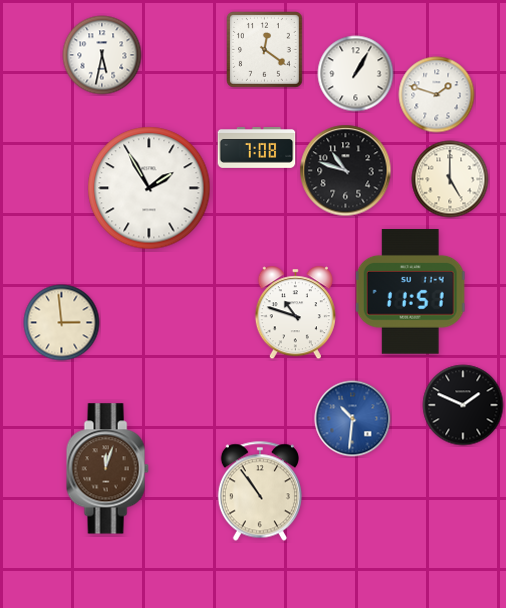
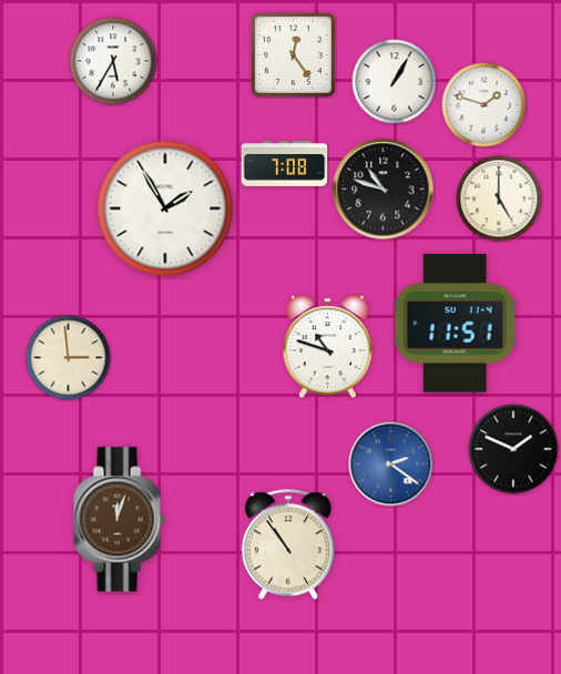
clock at (265, 50): 12:21 -> 12:24
clock at (102, 55): 5:32 -> 5:35
clock at (353, 419): 10:31 -> 2:21
